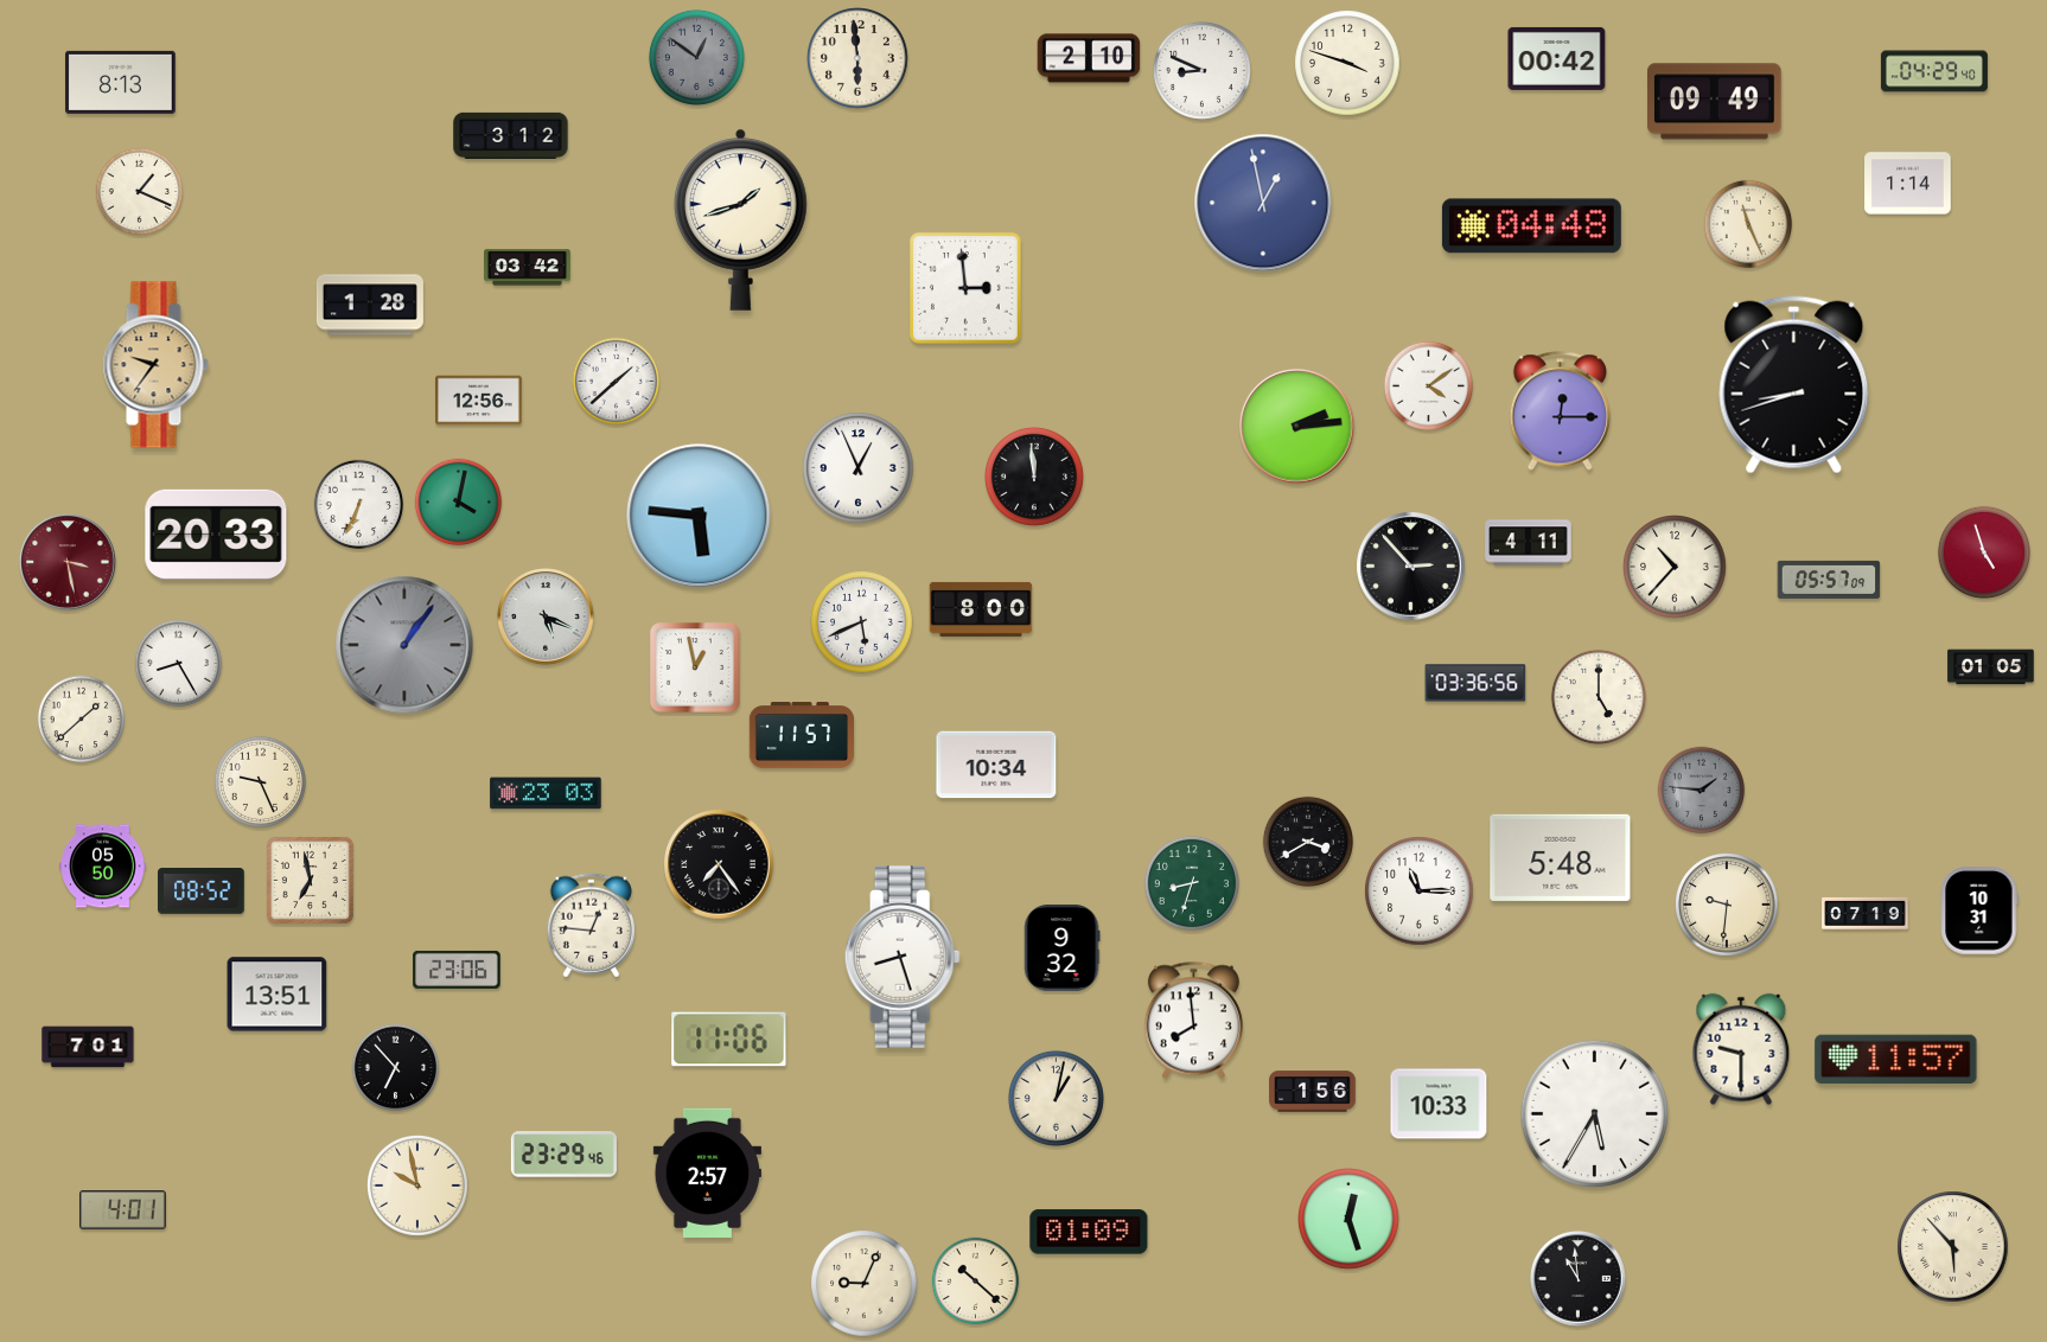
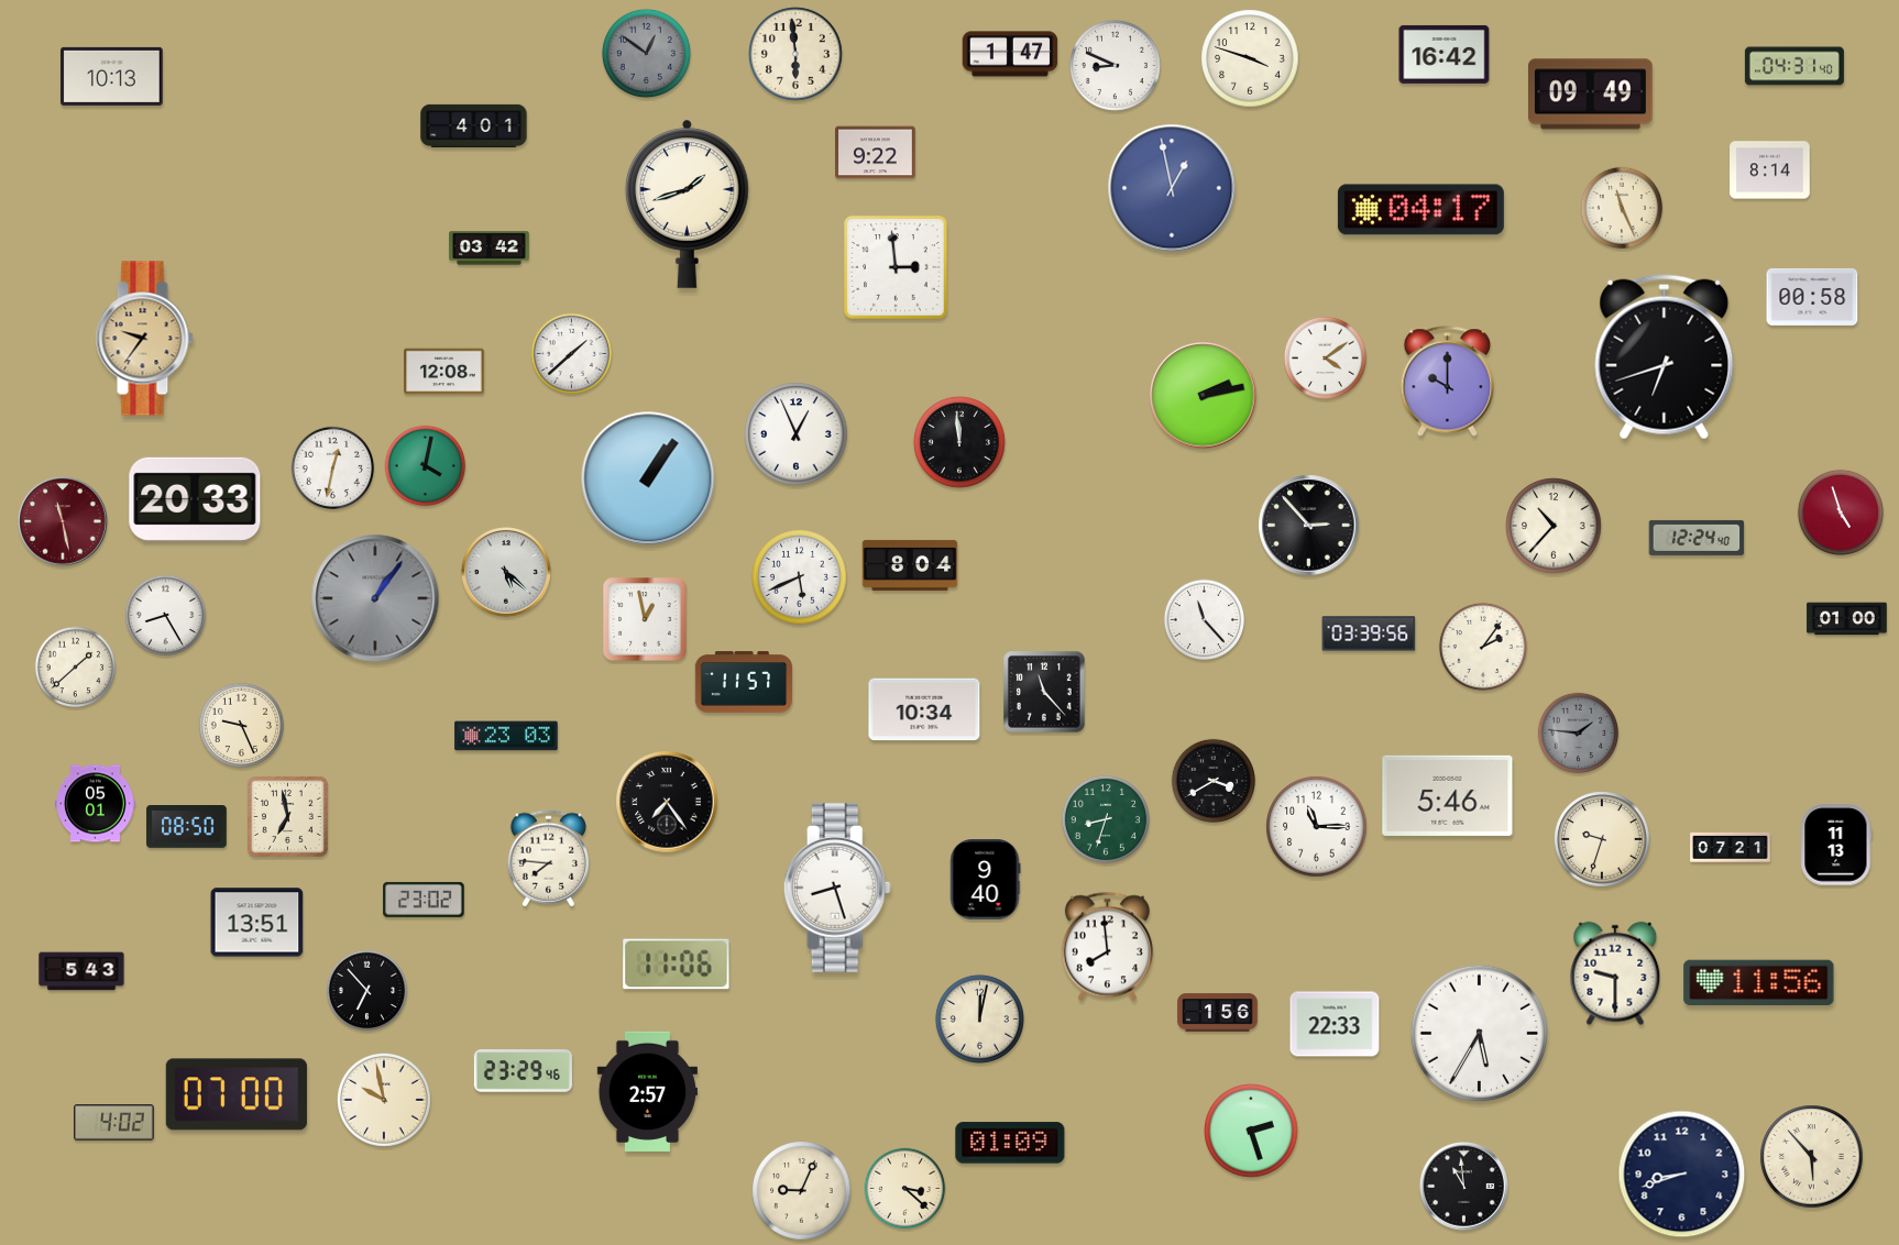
clock at (1089, 58): 2:10 -> 1:47
clock at (1557, 58): 00:42 -> 16:42
clock at (1934, 71): 04:29 -> 04:31
clock at (121, 82): 8:13 -> 10:13
clock at (511, 135): 3:12 -> 4:01
clock at (876, 153): none -> 9:22
clock at (1908, 184): 1:14 -> 8:14
clock at (140, 192): 1:19 -> none
clock at (1531, 226): 04:48 -> 04:17
clock at (370, 305): 1:28 -> none
clock at (1812, 297): none -> 00:58
clock at (1794, 385): 8:42 -> 6:42
clock at (479, 401): 12:56 -> 12:08
clock at (1560, 411): 12:15 -> 10:00
clock at (1297, 427): 2:14 -> 2:13
clock at (359, 505): 6:34 -> 12:32
clock at (699, 516): 5:46 -> 1:06
clock at (216, 535) position: (216, 535) -> (195, 499)
clock at (1529, 543): 4:11 -> none
clock at (68, 562): 3:28 -> 11:28
clock at (1829, 580): 05:57 -> 12:24
clock at (981, 609): 8:00 -> 8:04
clock at (546, 616): 5:19 -> 5:22
clock at (1991, 667): 01:05 -> 01:00
clock at (1205, 620): none -> 11:23
clock at (1475, 683): 03:36 -> 03:39
clock at (1599, 697): 5:00 -> 2:06
clock at (1044, 692): none -> 11:23
clock at (1561, 857): 5:48 -> 5:46
clock at (103, 867): 05:50 -> 05:01
clock at (202, 892): 08:52 -> 08:50
clock at (1727, 905): 9:31 -> 9:33
clock at (1979, 910): 10:31 -> 11:13
clock at (1866, 913): 07:19 -> 07:21
clock at (591, 926): 12:46 -> 7:46
clock at (1061, 948): 9:32 -> 9:40
clock at (457, 970): 23:06 -> 23:02
clock at (88, 1047): 7:01 -> 5:43
clock at (1896, 1060): 11:57 -> 11:56
clock at (1056, 1098): 1:02 -> 12:02
clock at (1439, 1104): 10:33 -> 22:33
clock at (707, 1172) position: (707, 1172) -> (647, 1091)
clock at (237, 1094): none -> 07:00
clock at (419, 1187) position: (419, 1187) -> (385, 1101)
clock at (123, 1210): 4:01 -> 4:02
clock at (1350, 1220): 12:27 -> 2:27
clock at (1682, 1175): none -> 8:42
clock at (976, 1282): 10:22 -> 3:22
